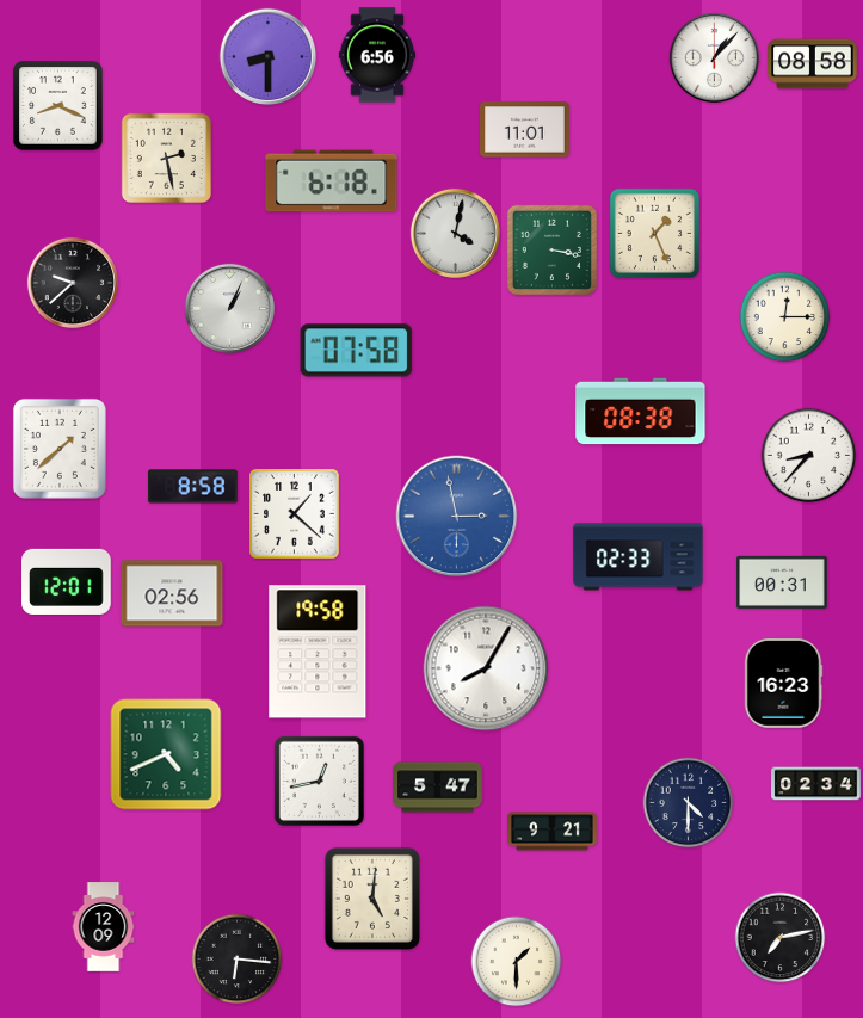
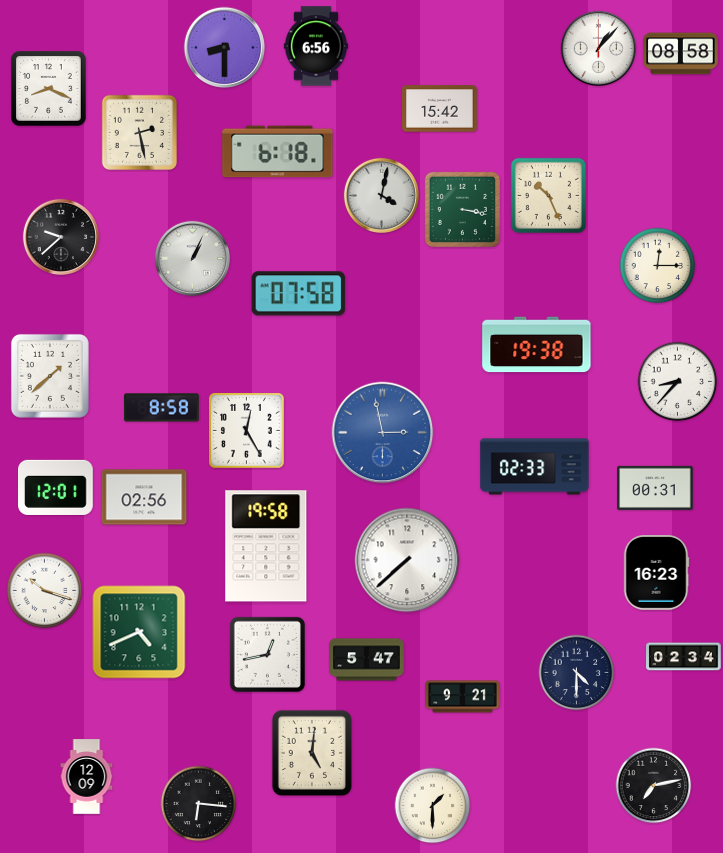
clock at (525, 130): 11:01 -> 15:42
clock at (654, 233): 1:26 -> 10:26
clock at (641, 412): 08:38 -> 19:38
clock at (295, 514): 1:22 -> 12:25
clock at (486, 668): 8:05 -> 7:38
clock at (45, 591): none -> 10:18
